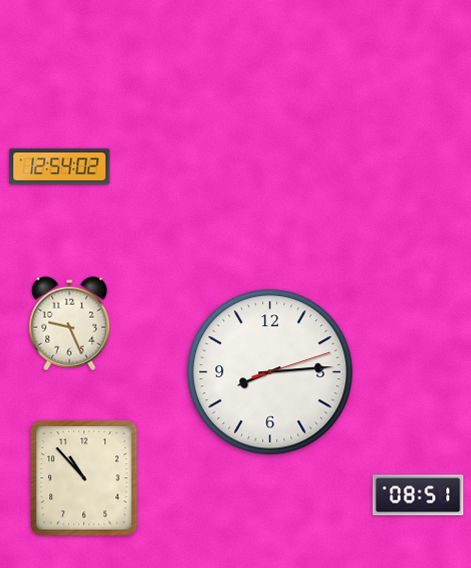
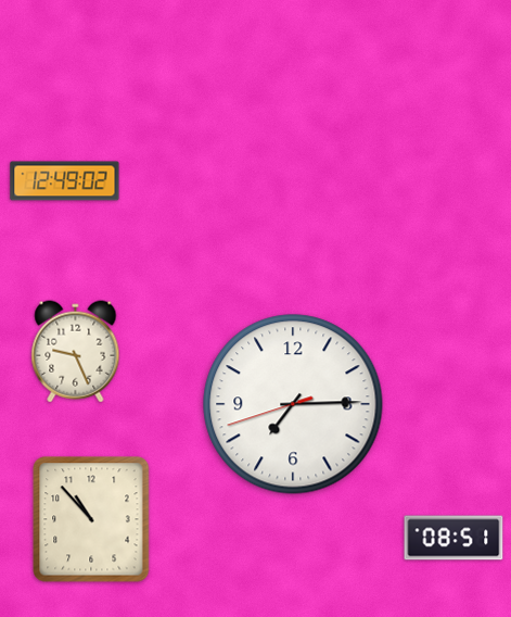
clock at (60, 167): 12:54 -> 12:49
clock at (270, 372): 8:14 -> 7:14
